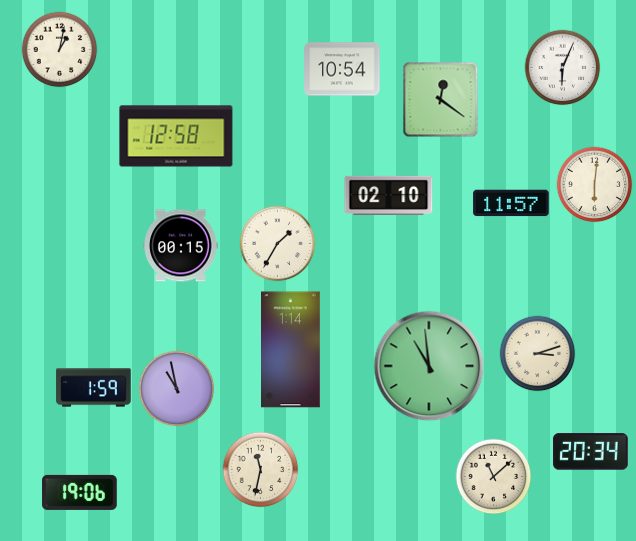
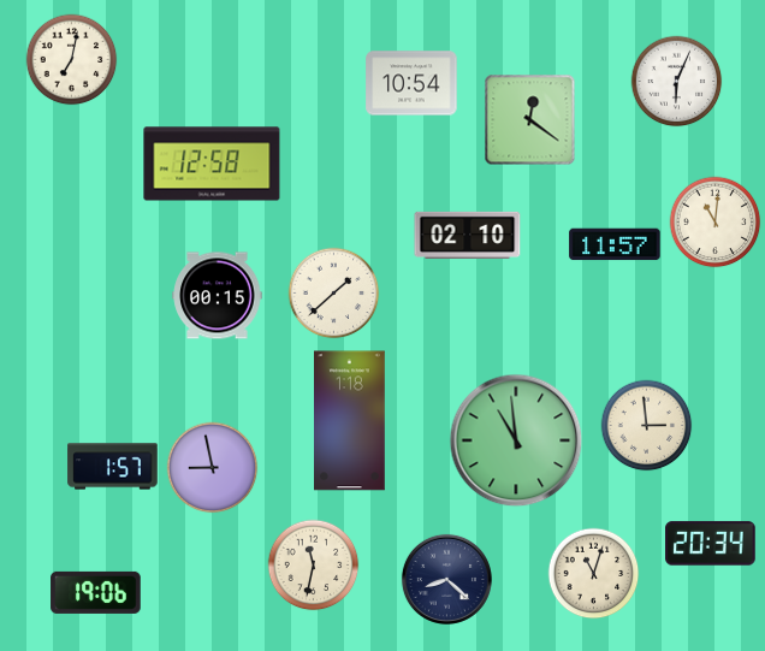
clock at (60, 50): 1:02 -> 7:02
clock at (595, 185): 6:01 -> 11:01
clock at (278, 244): 1:35 -> 1:38
clock at (291, 350): 1:14 -> 1:18
clock at (538, 354): 3:12 -> 2:59
clock at (94, 388): 1:59 -> 1:57
clock at (177, 389): 10:58 -> 8:58
clock at (494, 477): 11:08 -> 11:03
clock at (446, 579): none -> 8:22
